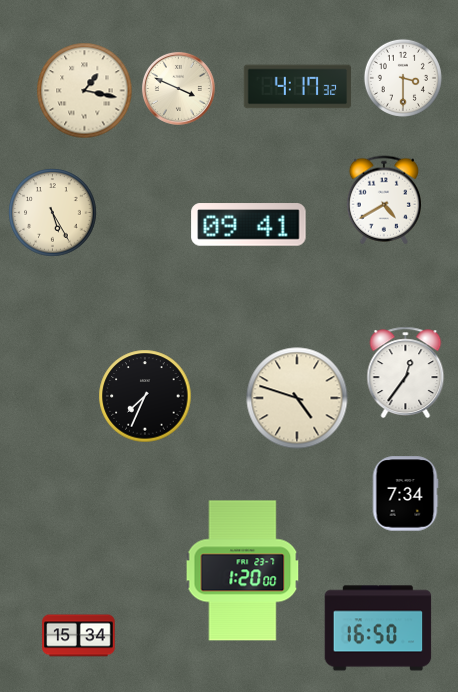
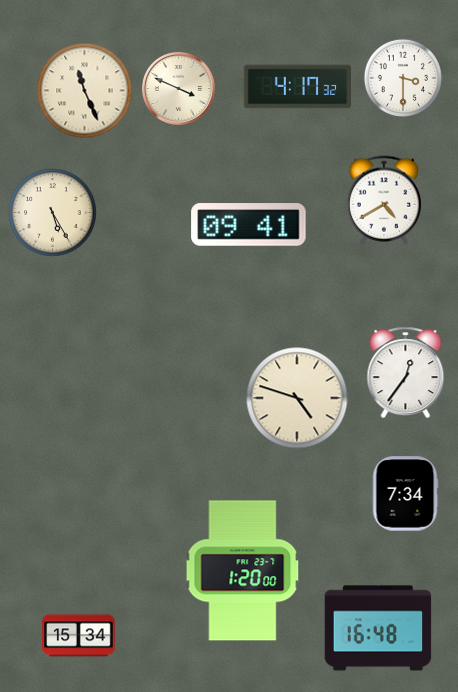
clock at (85, 91): 1:17 -> 11:26
clock at (145, 396): 7:34 -> none
clock at (378, 628): 16:50 -> 16:48
